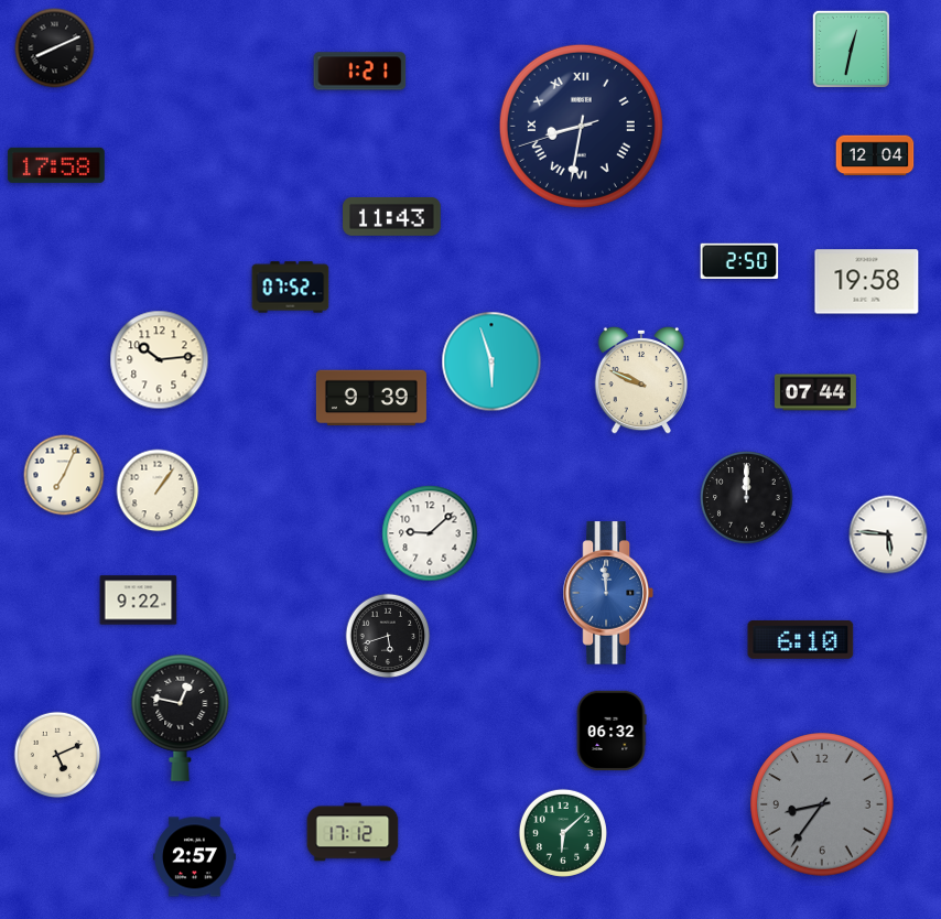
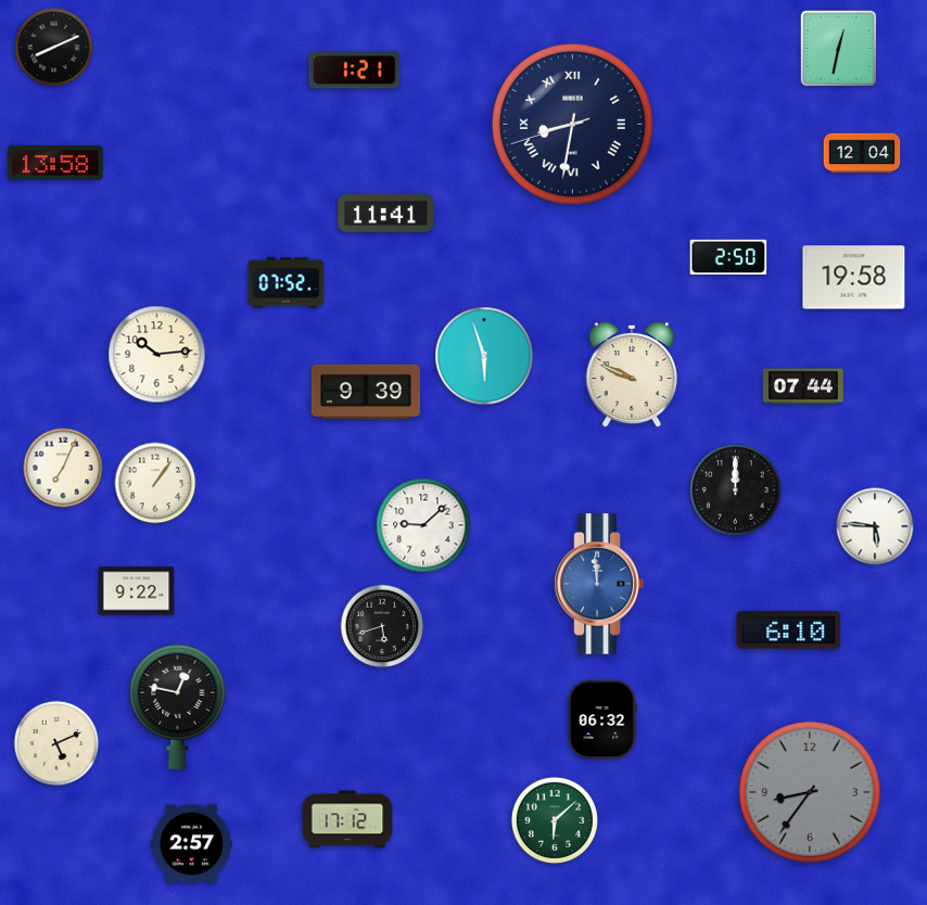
clock at (56, 165): 17:58 -> 13:58
clock at (392, 217): 11:43 -> 11:41
